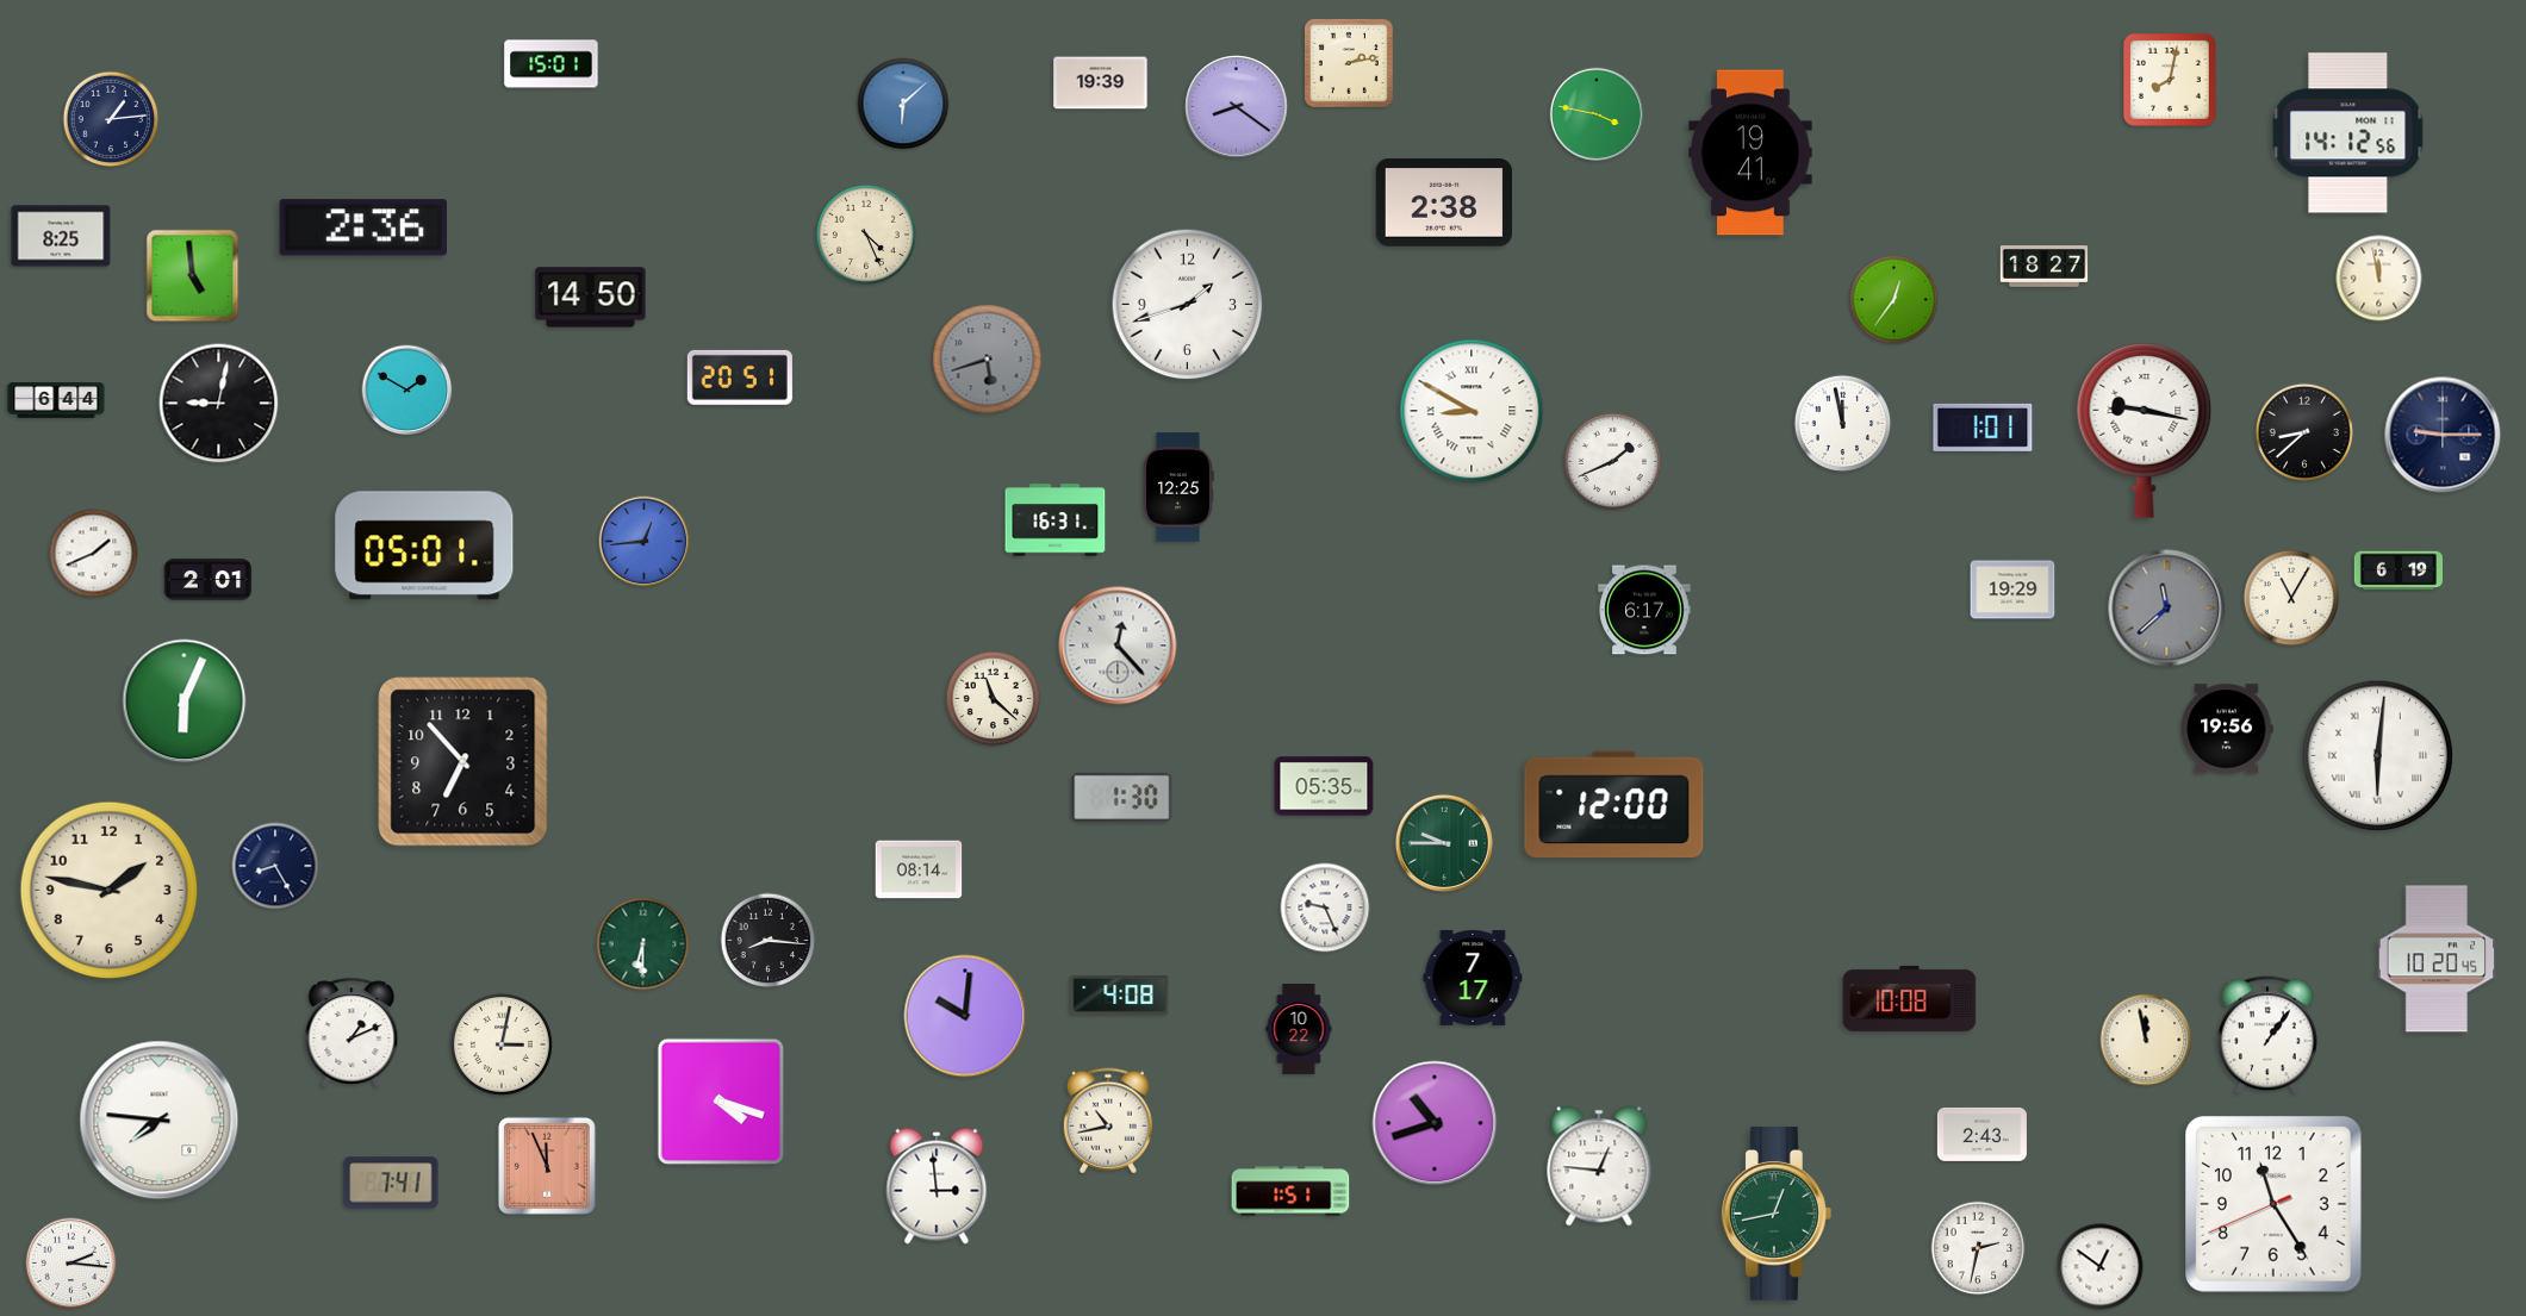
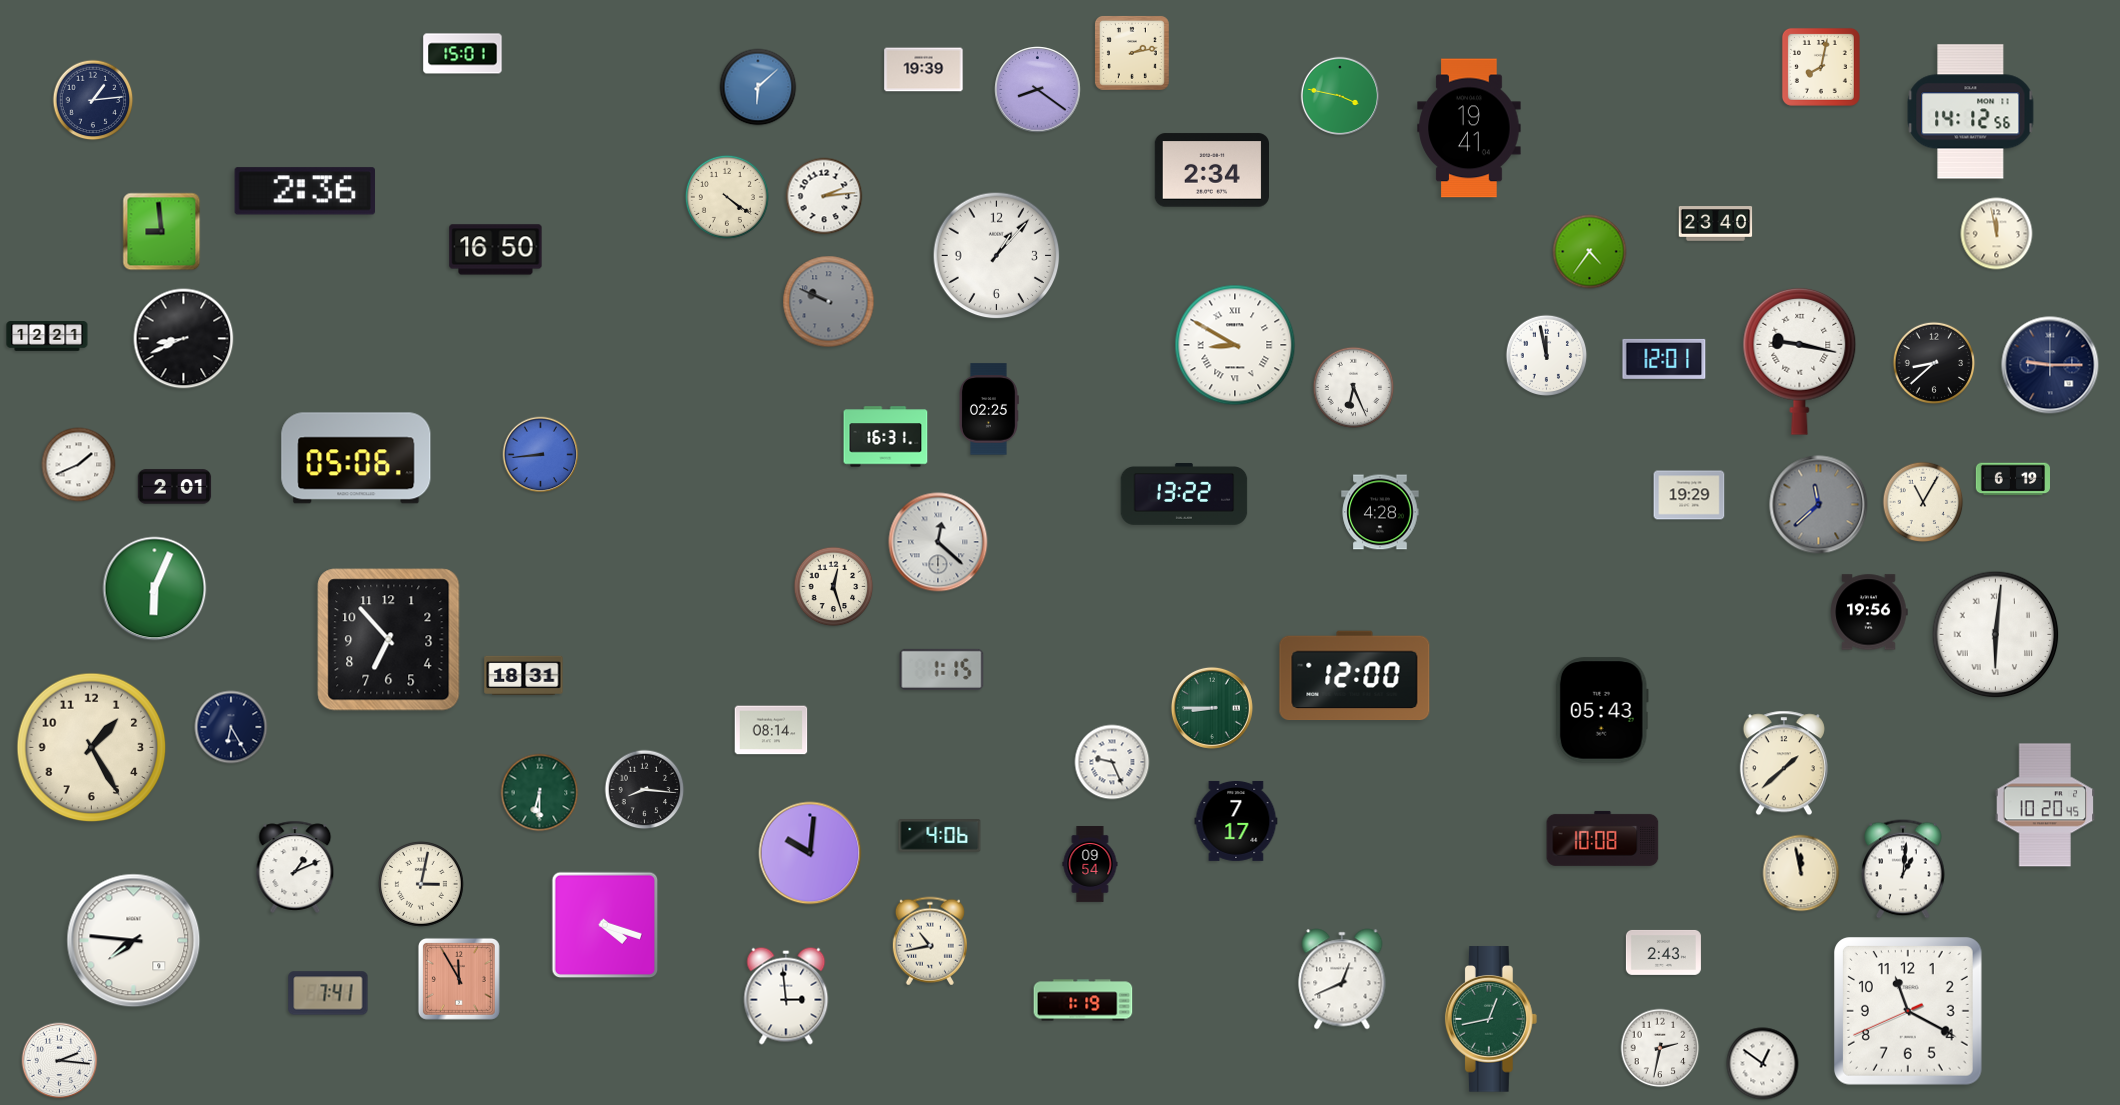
clock at (1443, 202): 2:38 -> 2:34
clock at (824, 196): none -> 2:14
clock at (866, 235): 4:26 -> 4:21
clock at (61, 236): 8:25 -> none
clock at (2045, 267): 18:27 -> 23:40
clock at (193, 276): 4:59 -> 8:59
clock at (591, 298): 14:50 -> 16:50
clock at (1894, 300): 12:36 -> 4:36
clock at (1188, 305): 1:42 -> 1:07
clock at (988, 360): 5:42 -> 9:49
clock at (740, 378): 20:51 -> none
clock at (407, 391): 1:50 -> none
clock at (56, 400): 6:44 -> 12:21
clock at (219, 404): 9:02 -> 8:41
clock at (1983, 428): 1:01 -> 12:01
clock at (1613, 462): 1:41 -> 6:26
clock at (1178, 487): 12:25 -> 02:25
clock at (645, 542): 12:44 -> 8:44
clock at (424, 545): 05:01 -> 05:06
clock at (1184, 495): none -> 13:22
clock at (2167, 609) position: (2167, 609) -> (1819, 505)
clock at (1644, 610): 6:17 -> 4:28
clock at (1118, 645): 12:23 -> 12:22
clock at (994, 699): 11:22 -> 12:27
clock at (1324, 786): 05:35 -> none
clock at (1122, 797): 1:30 -> 1:15
clock at (524, 675): none -> 18:31
clock at (1444, 843): 9:45 -> 8:45
clock at (1602, 710): none -> 05:43
clock at (275, 866): 8:25 -> 6:25
clock at (110, 891): 1:47 -> 1:25
clock at (1784, 763): none -> 1:38
clock at (1120, 996): 4:08 -> 4:06
clock at (1299, 1030): 10:22 -> 09:54
clock at (2267, 1035): 1:06 -> 1:01
clock at (502, 1044) position: (502, 1044) -> (421, 884)
clock at (1435, 1123): 10:42 -> none
clock at (547, 1166): 11:56 -> 11:55
clock at (1599, 1166): 12:46 -> 12:41
clock at (1290, 1191): 1:51 -> 1:19
clock at (2275, 1205): 11:24 -> 11:19
